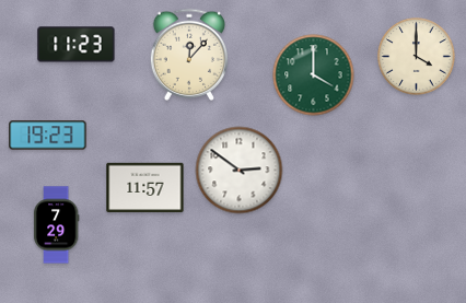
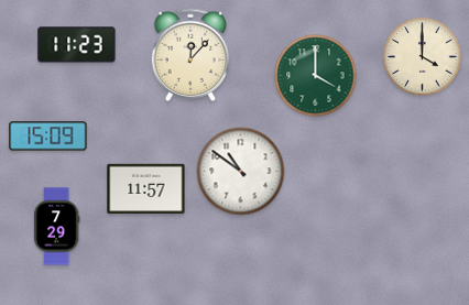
clock at (417, 57) position: (417, 57) -> (423, 57)
clock at (48, 136): 19:23 -> 15:09
clock at (240, 171): 2:51 -> 10:51
